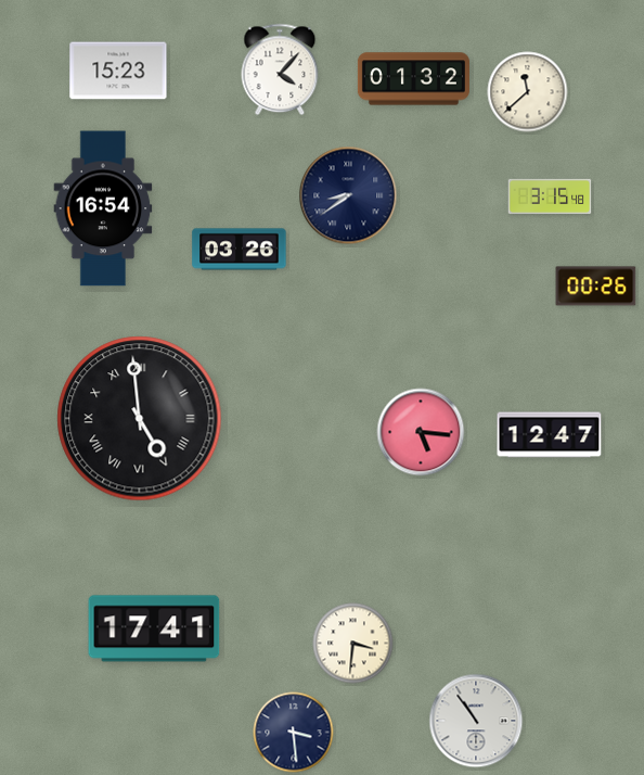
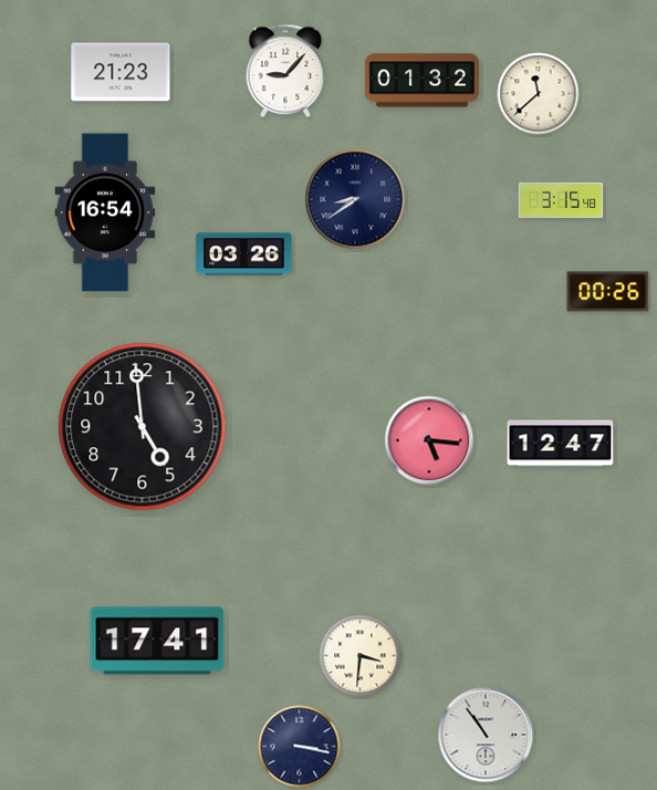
clock at (280, 69): 4:07 -> 9:07
clock at (118, 71): 15:23 -> 21:23
clock at (140, 419) numerals: Roman -> Arabic
clock at (294, 733): 3:29 -> 3:17
